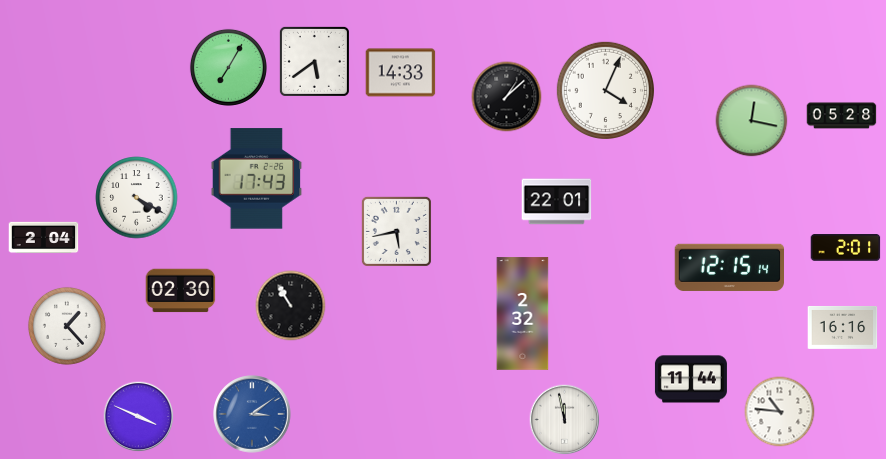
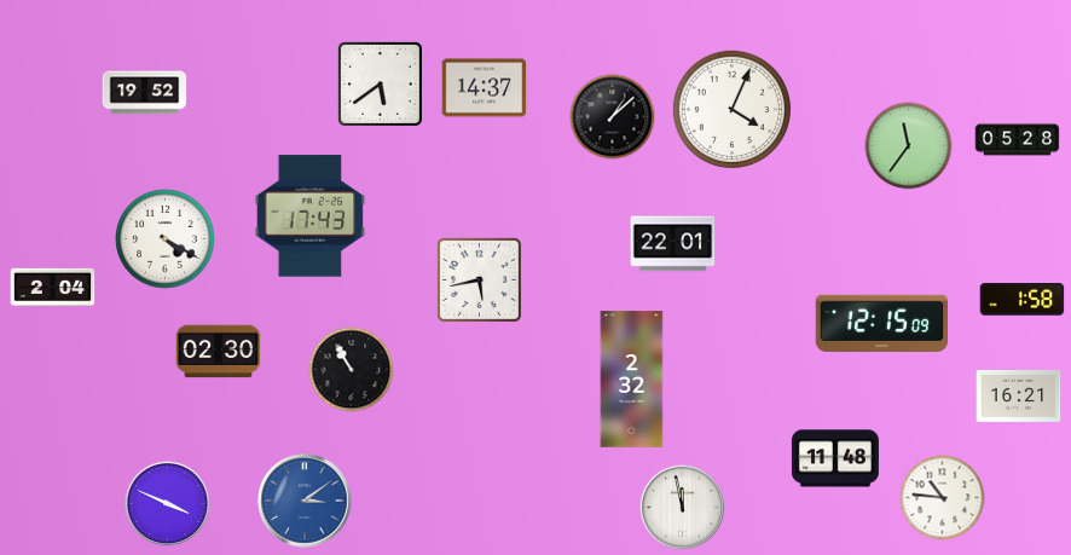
clock at (314, 61) position: (314, 61) -> (380, 83)
clock at (228, 67): 7:05 -> none
clock at (401, 73): 14:33 -> 14:37
clock at (145, 93): none -> 19:52
clock at (752, 121): 12:17 -> 11:36
clock at (846, 248): 2:01 -> 1:58
clock at (729, 267): 12:15:14 -> 12:15:09
clock at (67, 326): 1:23 -> none
clock at (843, 327): 16:16 -> 16:21
clock at (691, 379): 11:44 -> 11:48
